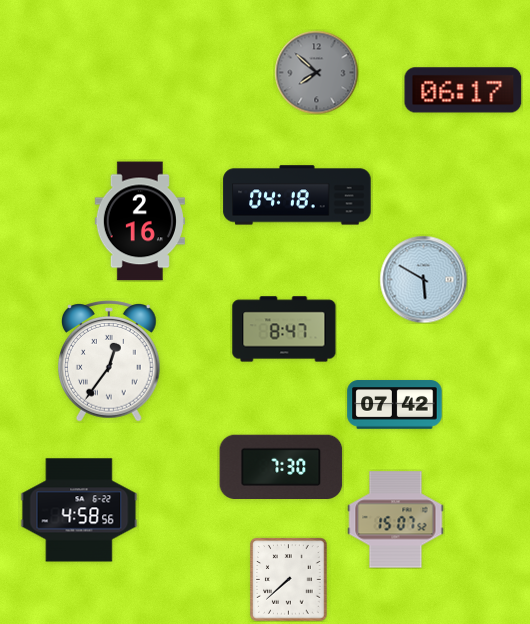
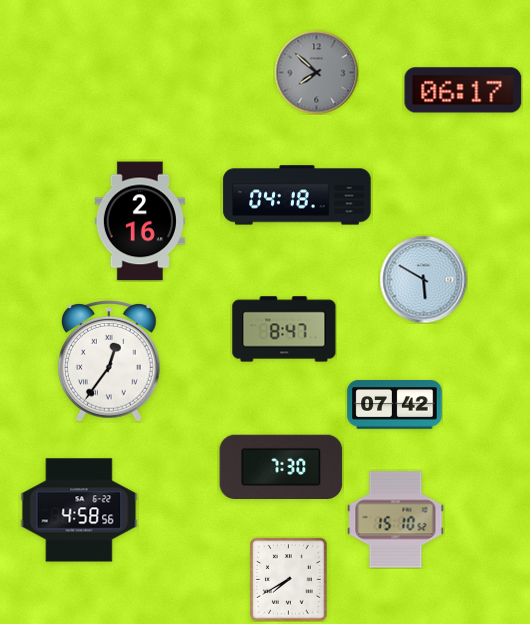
clock at (396, 520): 15:07 -> 15:10
clock at (289, 579): 7:38 -> 7:40
